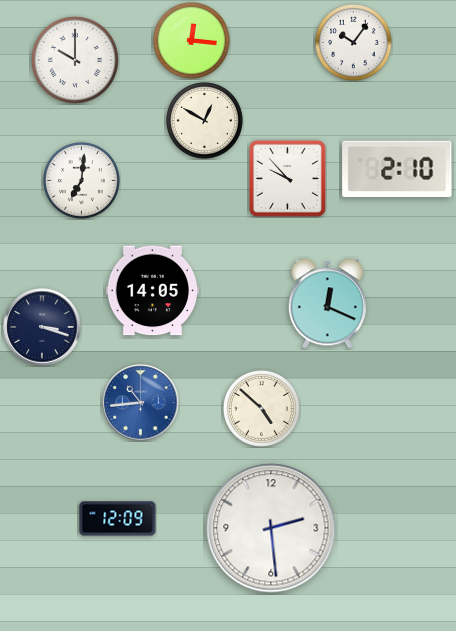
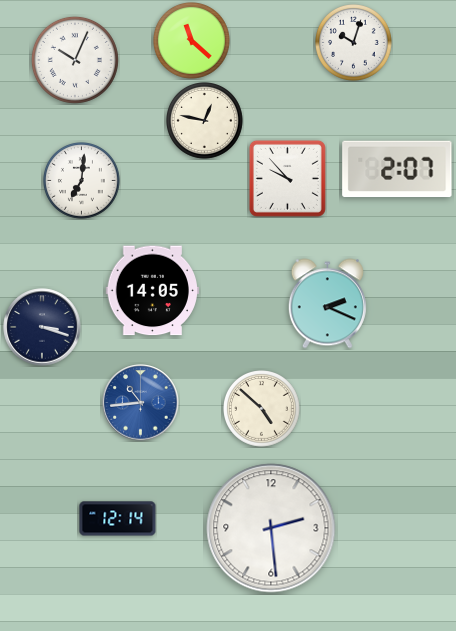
clock at (192, 41): 12:16 -> 11:22
clock at (354, 43): 10:06 -> 10:03
clock at (75, 60): 10:00 -> 10:04
clock at (205, 121): 12:50 -> 12:47
clock at (397, 169): 2:10 -> 2:07
clock at (327, 304): 12:19 -> 2:19
clock at (118, 519): 12:09 -> 12:14
